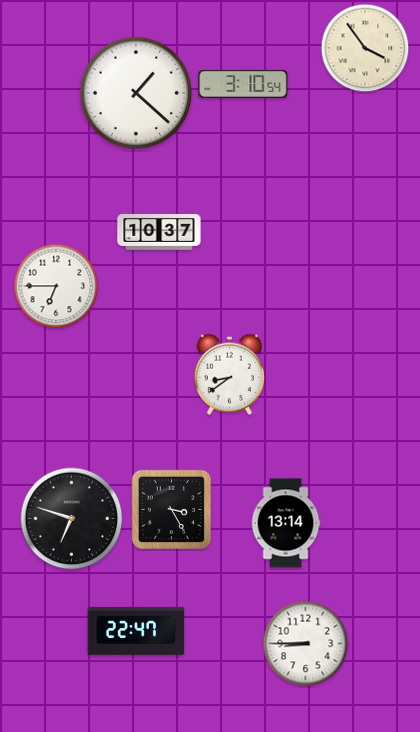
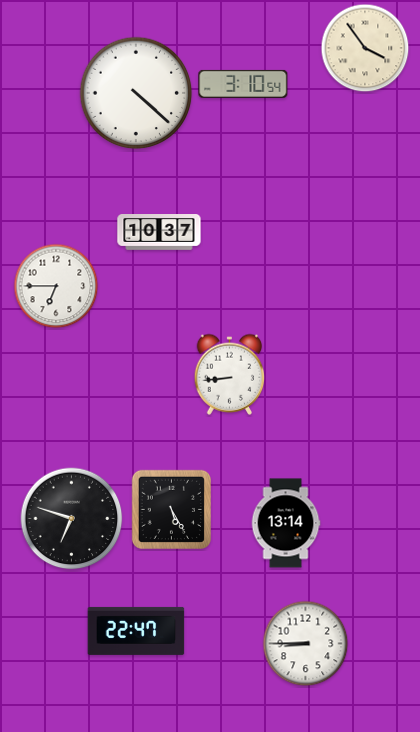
clock at (136, 93): 1:22 -> 4:22
clock at (230, 374): 8:39 -> 8:44
clock at (171, 509): 3:25 -> 5:25
